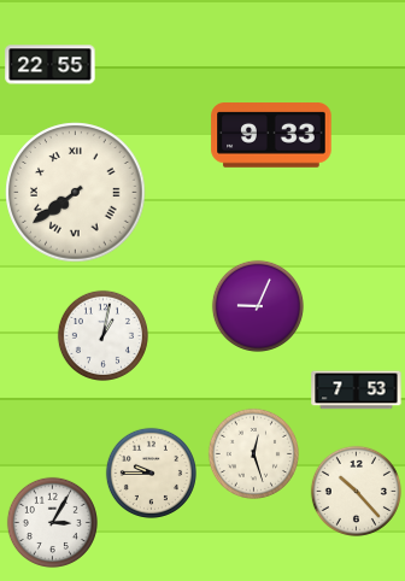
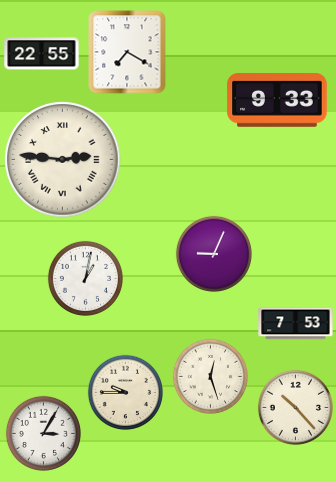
clock at (127, 52): none -> 7:20
clock at (271, 135) position: (271, 135) -> (277, 100)
clock at (76, 193): 7:39 -> 2:46
